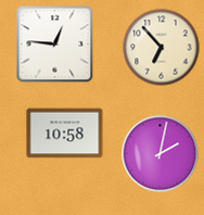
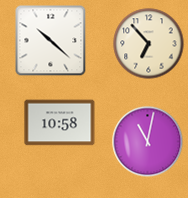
clock at (55, 45): 12:46 -> 10:22
clock at (161, 154): 2:02 -> 11:02
